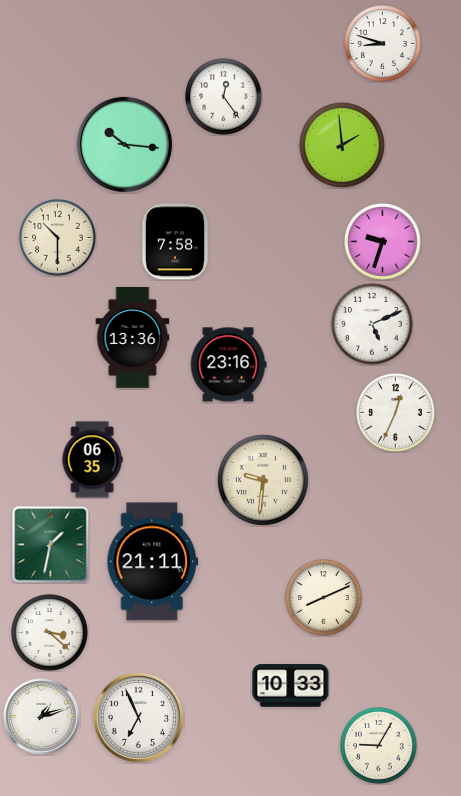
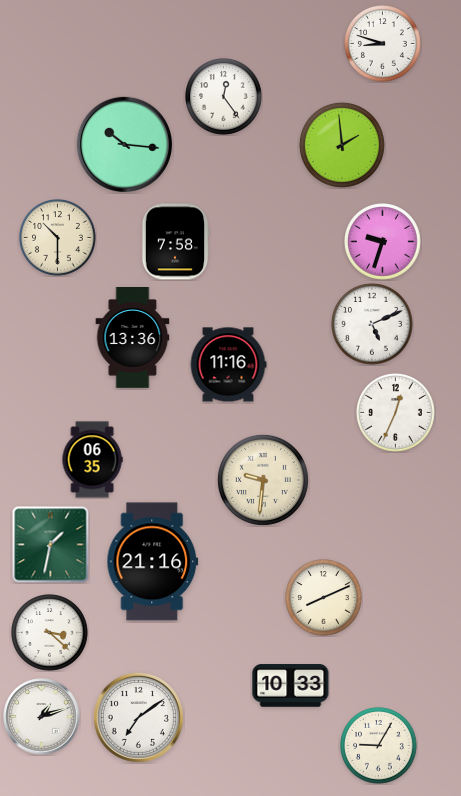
clock at (228, 365): 23:16 -> 11:16
clock at (153, 562): 21:11 -> 21:16
clock at (138, 717): 6:56 -> 7:09
